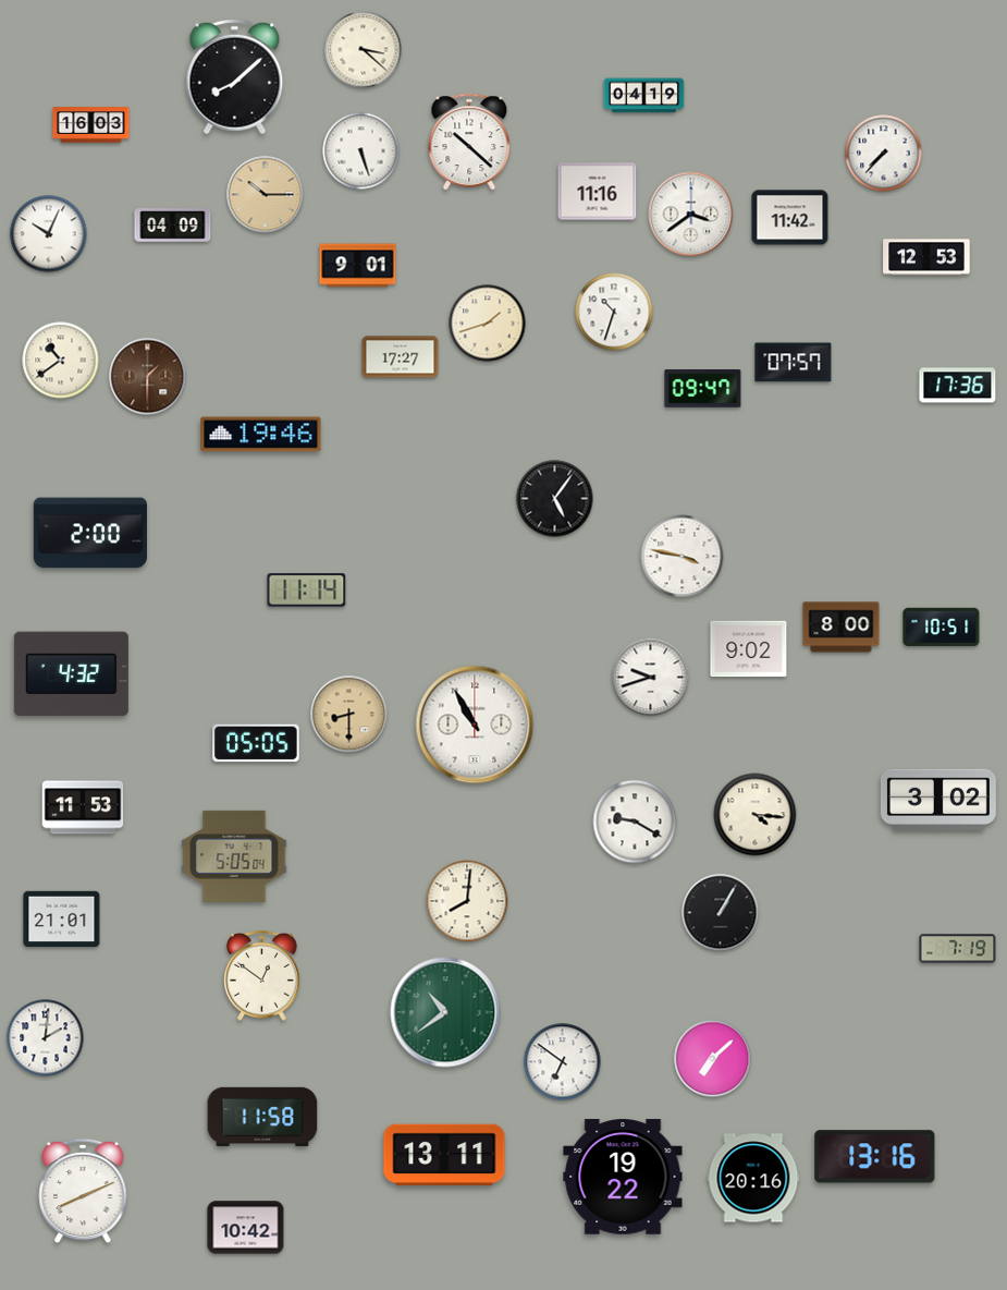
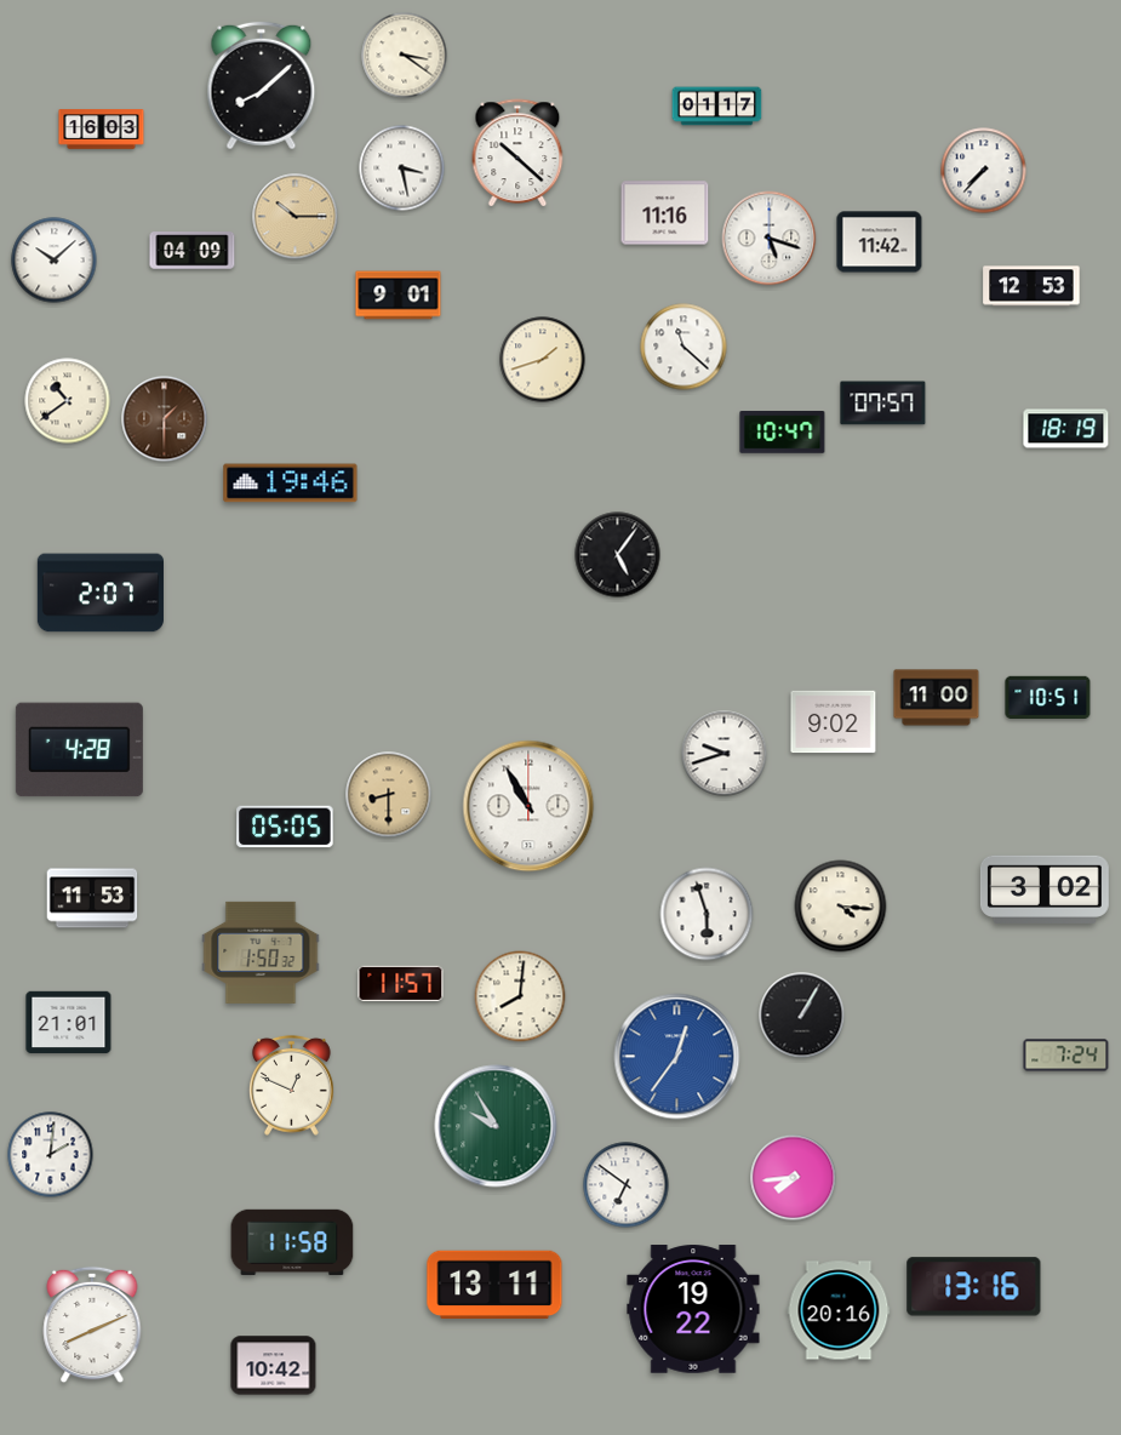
clock at (364, 50): 3:22 -> 3:21
clock at (644, 96): 04:19 -> 01:17
clock at (91, 125) position: (91, 125) -> (102, 130)
clock at (469, 142) position: (469, 142) -> (517, 153)
clock at (361, 151): 5:27 -> 3:28
clock at (691, 215): 3:39 -> 5:18
clock at (49, 234): 10:04 -> 10:08
clock at (614, 312): 10:33 -> 11:22
clock at (401, 357): 17:27 -> none
clock at (958, 386): 17:36 -> 18:19
clock at (703, 389): 09:47 -> 10:47
clock at (90, 533): 2:00 -> 2:07
clock at (683, 557): 3:47 -> none
clock at (307, 591): 11:14 -> none
clock at (842, 628): 8:00 -> 11:00
clock at (71, 674): 4:32 -> 4:28
clock at (635, 822): 9:20 -> 5:57
clock at (234, 856): 5:05 -> 1:50
clock at (401, 983): none -> 11:57
clock at (467, 901) position: (467, 901) -> (520, 996)
clock at (958, 949): 7:19 -> 7:24
clock at (677, 1057): none -> 12:36
clock at (262, 975): 12:51 -> 12:49
clock at (445, 1012): 10:39 -> 9:55
clock at (713, 1059): 7:08 -> 7:44
clock at (563, 1062) position: (563, 1062) -> (627, 1185)
